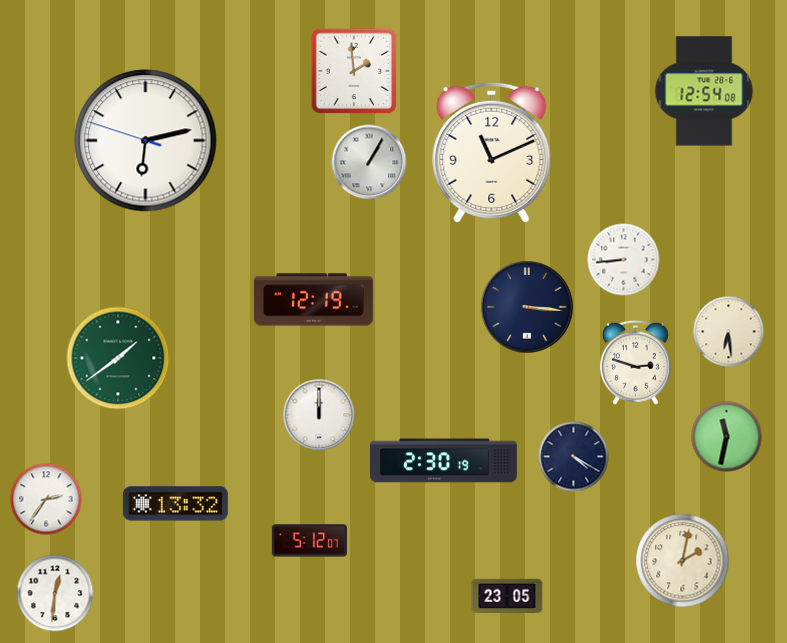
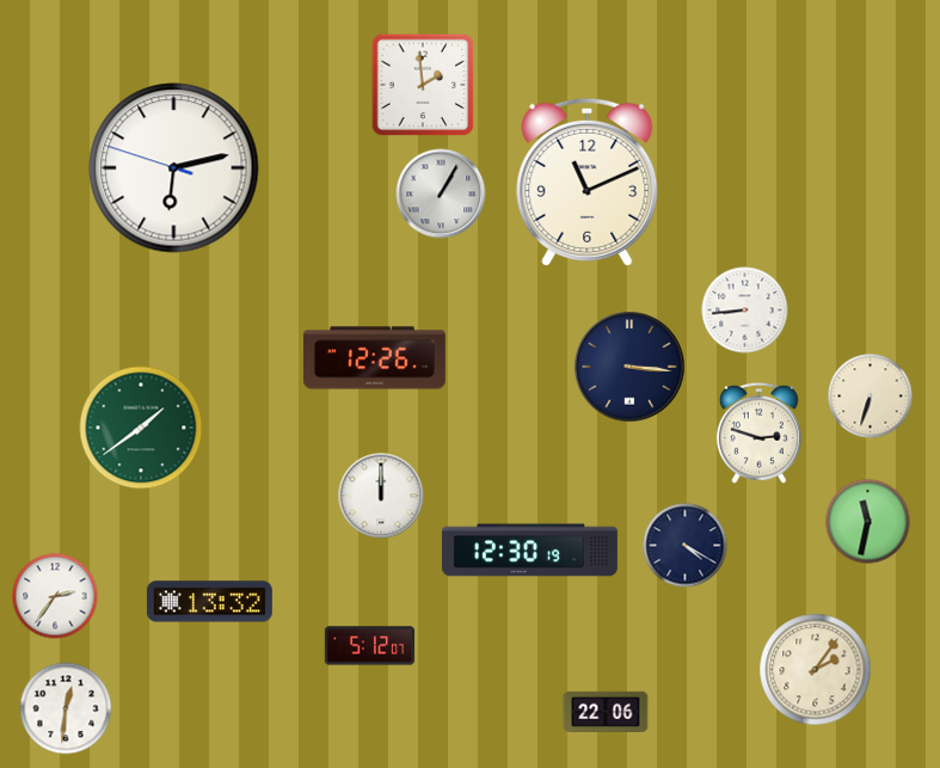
clock at (704, 91): 12:54 -> none
clock at (313, 300): 12:19 -> 12:26
clock at (729, 332): 6:29 -> 6:33
clock at (443, 461): 2:30 -> 12:30
clock at (683, 561): 2:02 -> 2:06
clock at (507, 596): 23:05 -> 22:06
